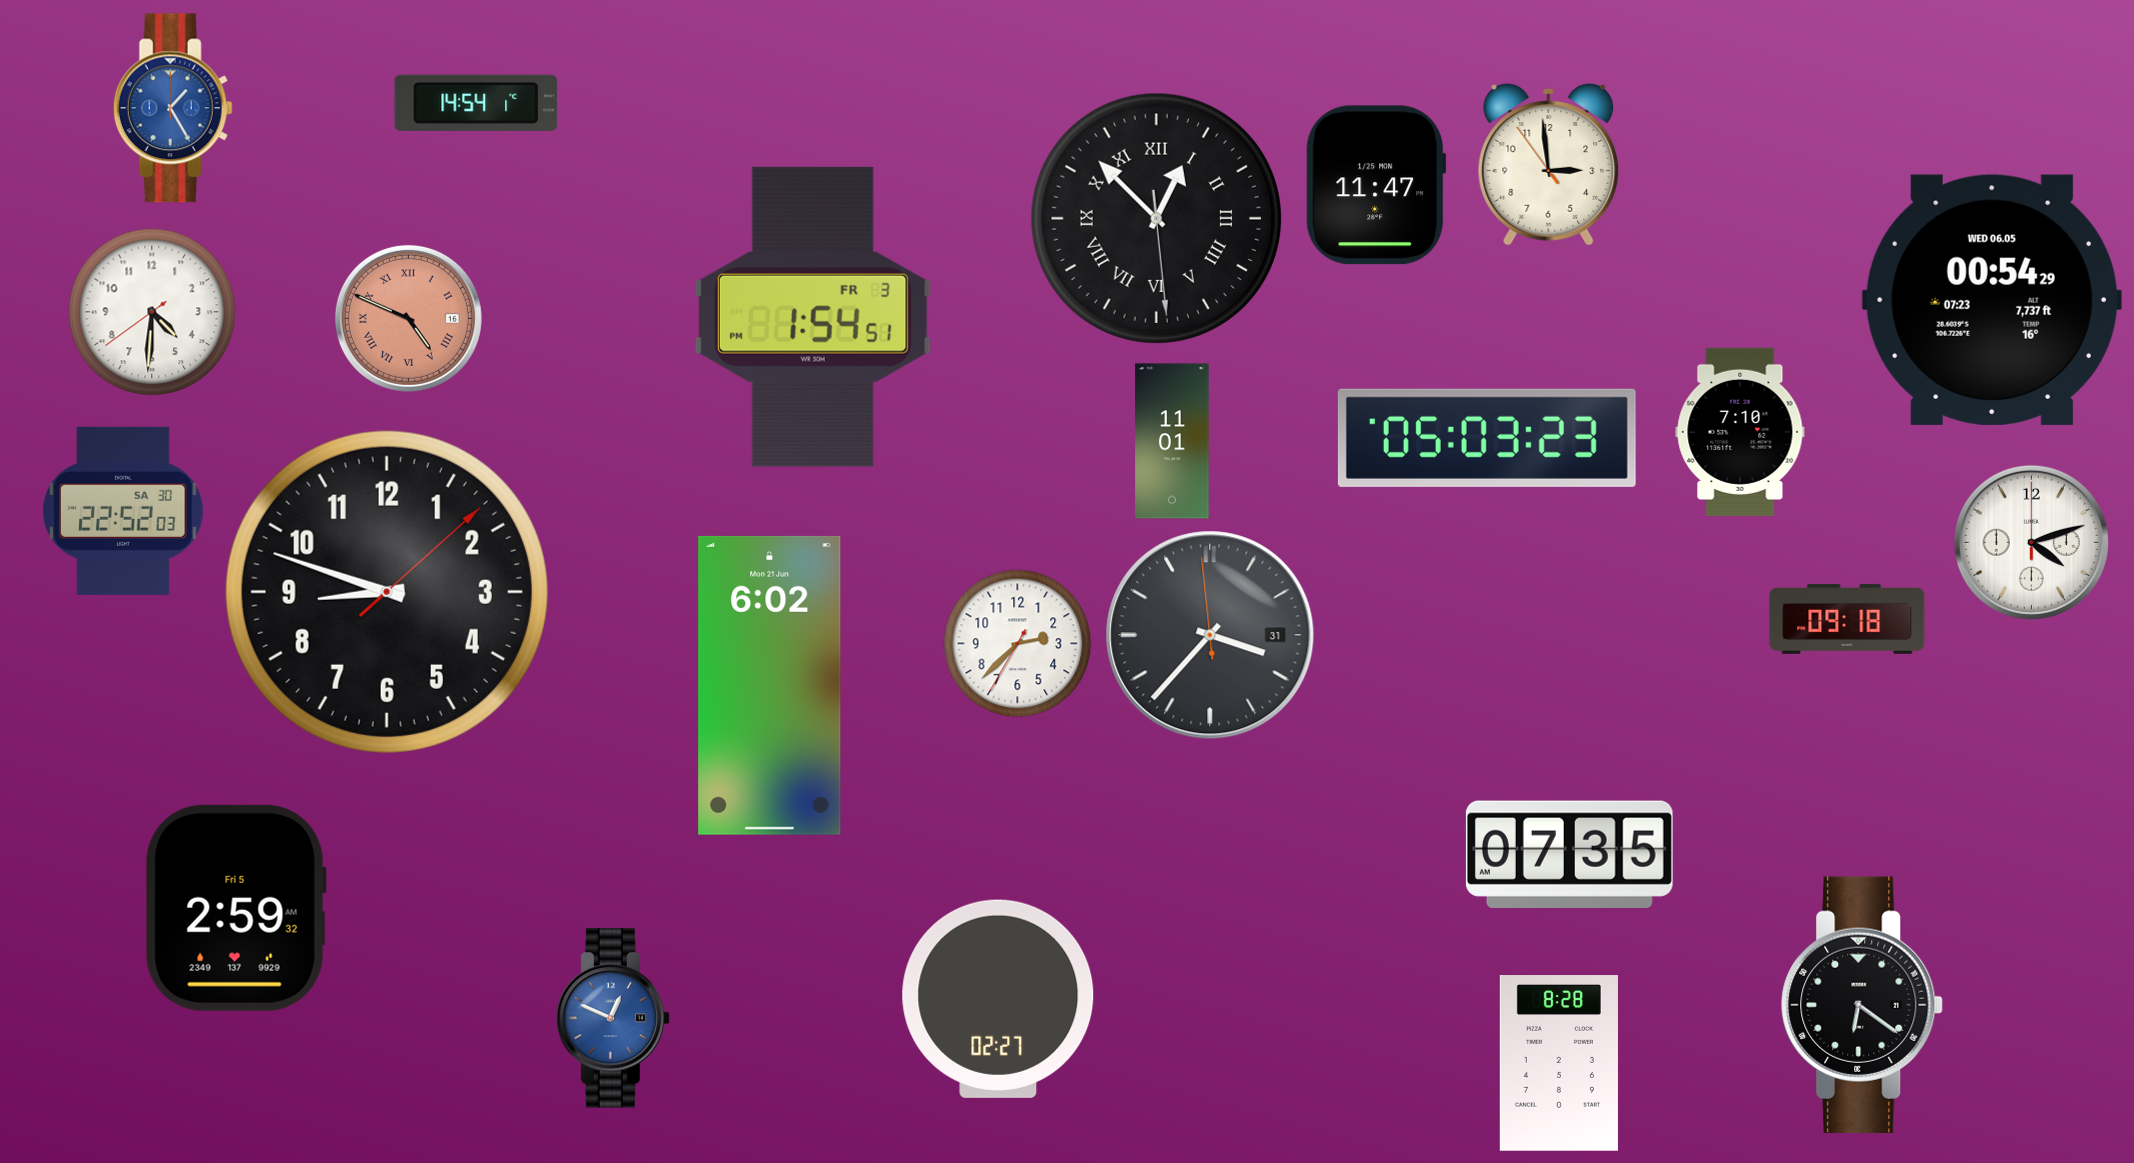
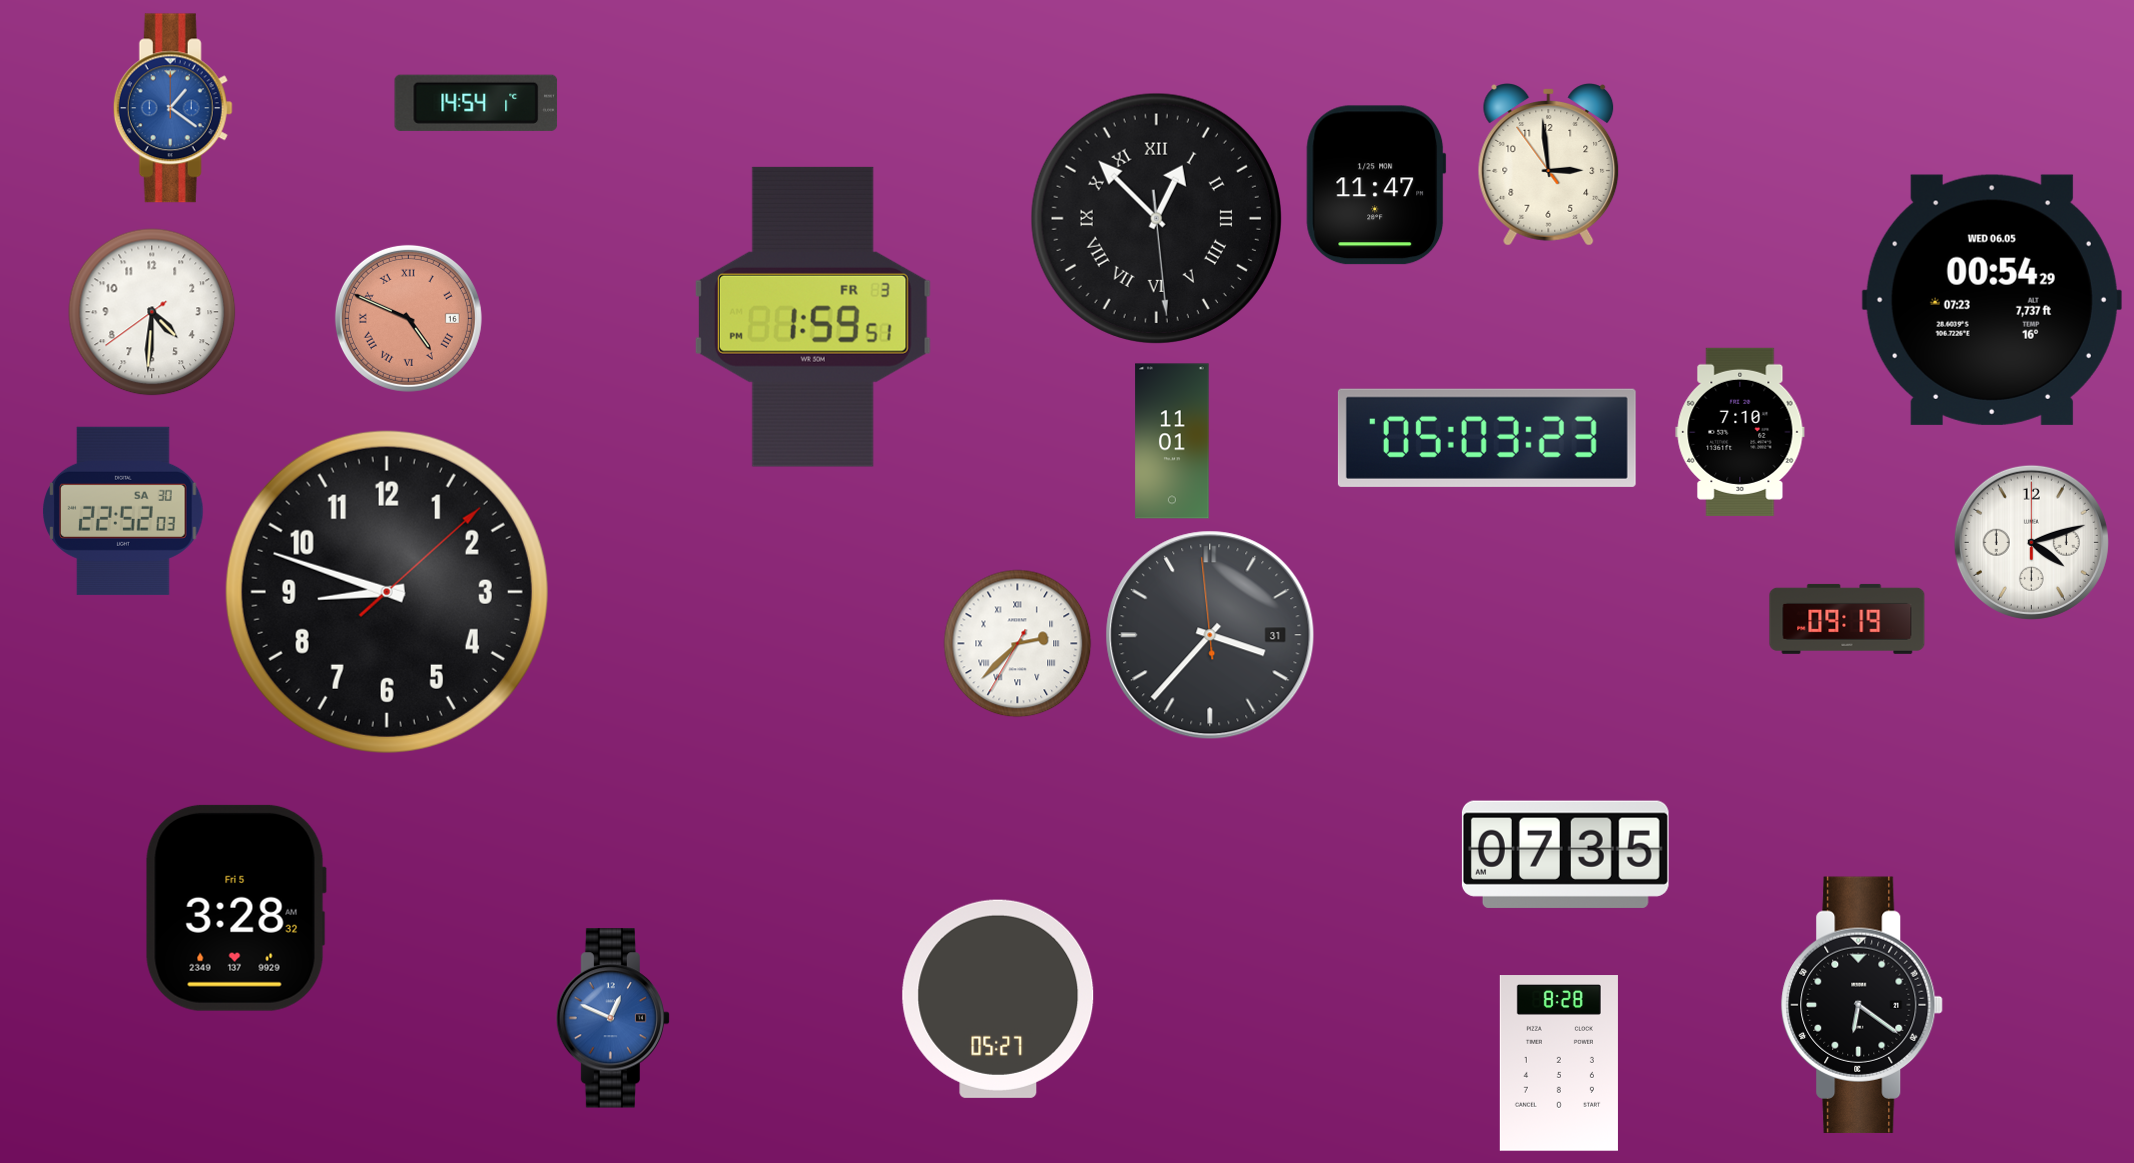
clock at (173, 108): 1:25 -> 1:21
clock at (813, 317): 1:54 -> 1:59
clock at (1847, 619): 09:18 -> 09:19
clock at (1018, 644) numerals: Arabic -> Roman
clock at (770, 685): 6:02 -> none
clock at (1569, 854) position: (1569, 854) -> (1565, 854)
clock at (236, 908): 2:59 -> 3:28
clock at (998, 999): 02:27 -> 05:27
